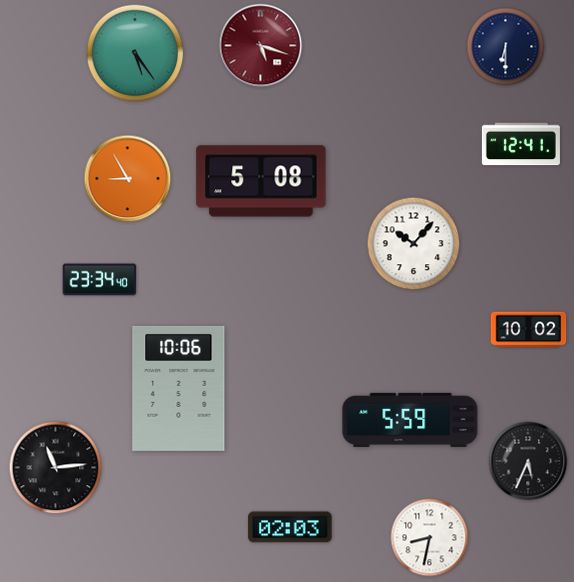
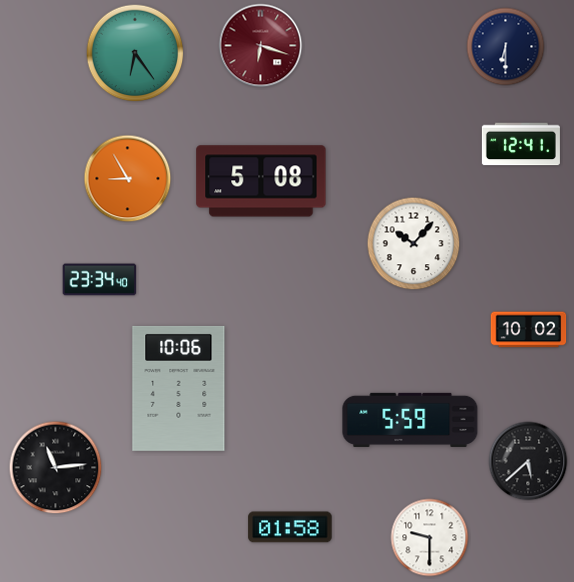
clock at (261, 46): 5:18 -> 6:18
clock at (135, 53): 5:24 -> 6:24
clock at (528, 461): 5:34 -> 5:38
clock at (290, 527): 02:03 -> 01:58
clock at (430, 538): 8:32 -> 9:30
